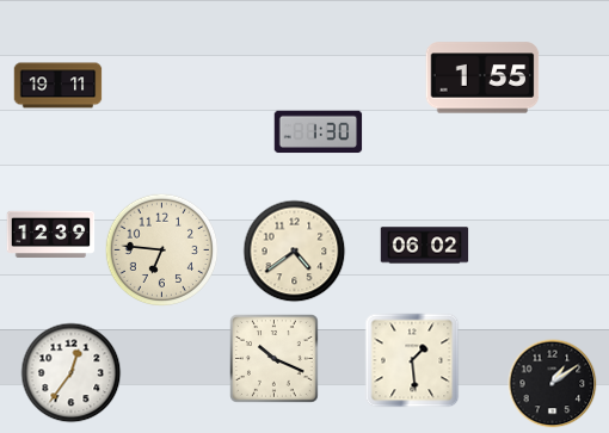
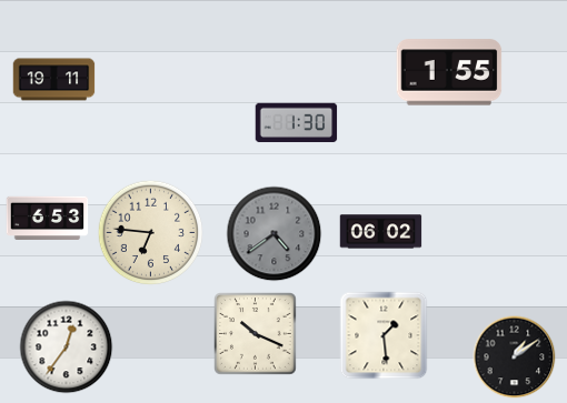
clock at (51, 234): 12:39 -> 6:53
clock at (425, 246) position: (425, 246) -> (381, 232)
clock at (295, 252) dial: cream -> grey
